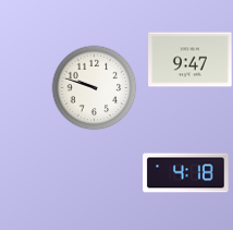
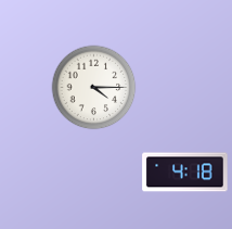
clock at (191, 60): 9:47 -> none
clock at (94, 87): 9:48 -> 4:15
